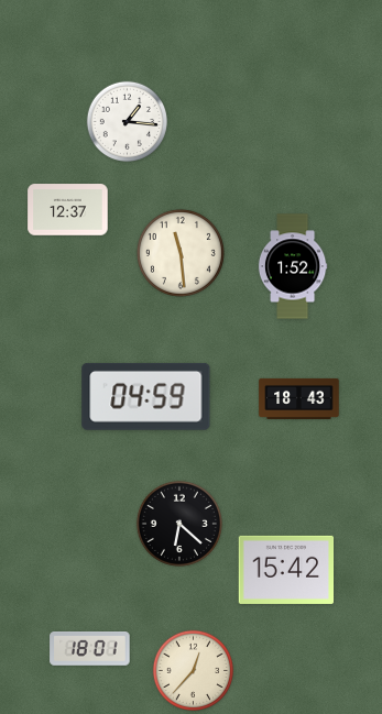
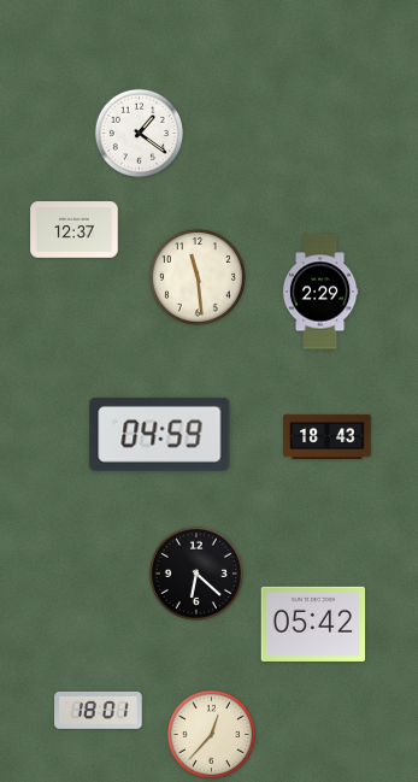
clock at (128, 122): 1:16 -> 1:21
clock at (293, 266): 1:52 -> 2:29
clock at (286, 570): 15:42 -> 05:42
